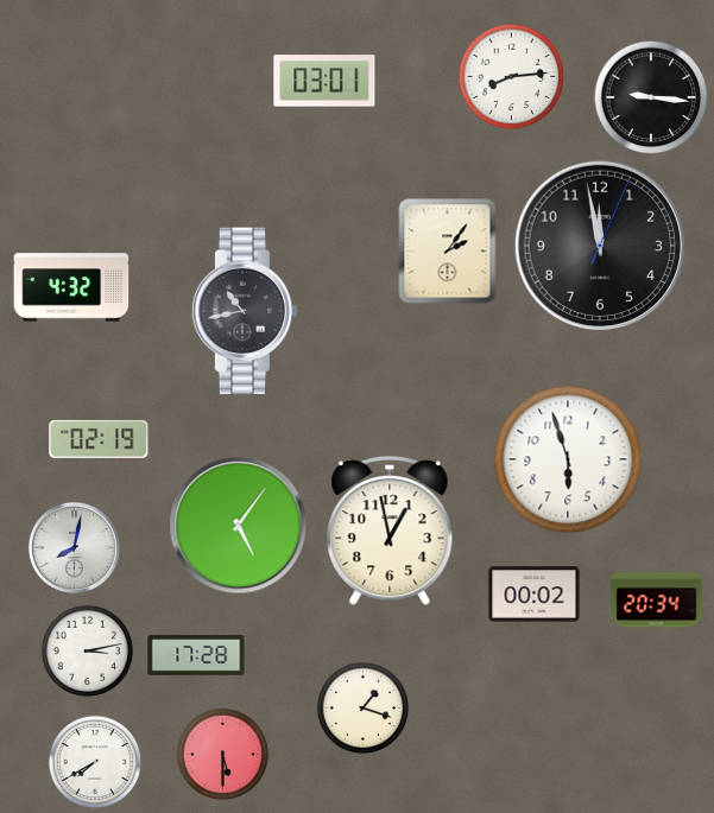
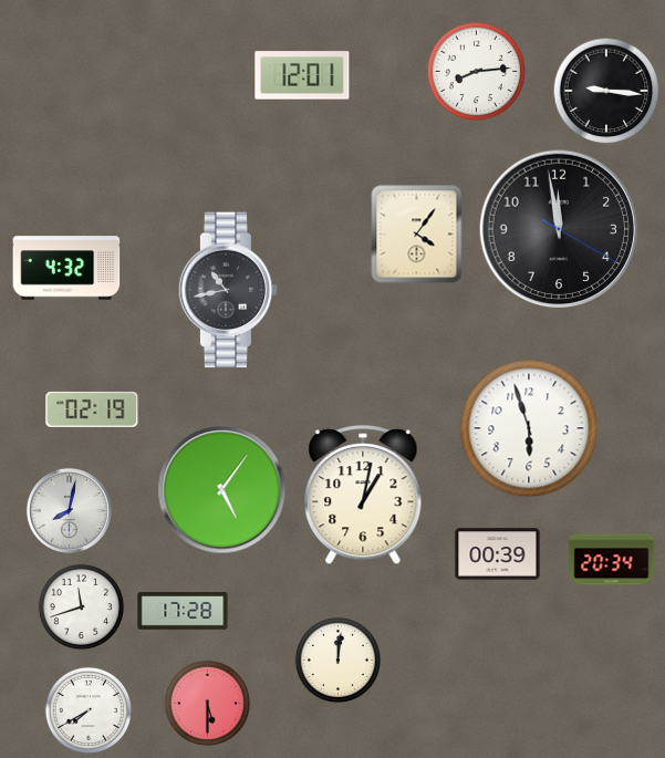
clock at (324, 81): 03:01 -> 12:01
clock at (600, 246): 11:58:04 -> 11:58:20
clock at (448, 252): 2:06 -> 4:06
clock at (390, 532): 12:58 -> 1:02
clock at (535, 595): 00:02 -> 00:39
clock at (87, 650): 3:13 -> 11:42
clock at (362, 707): 1:18 -> 12:01
